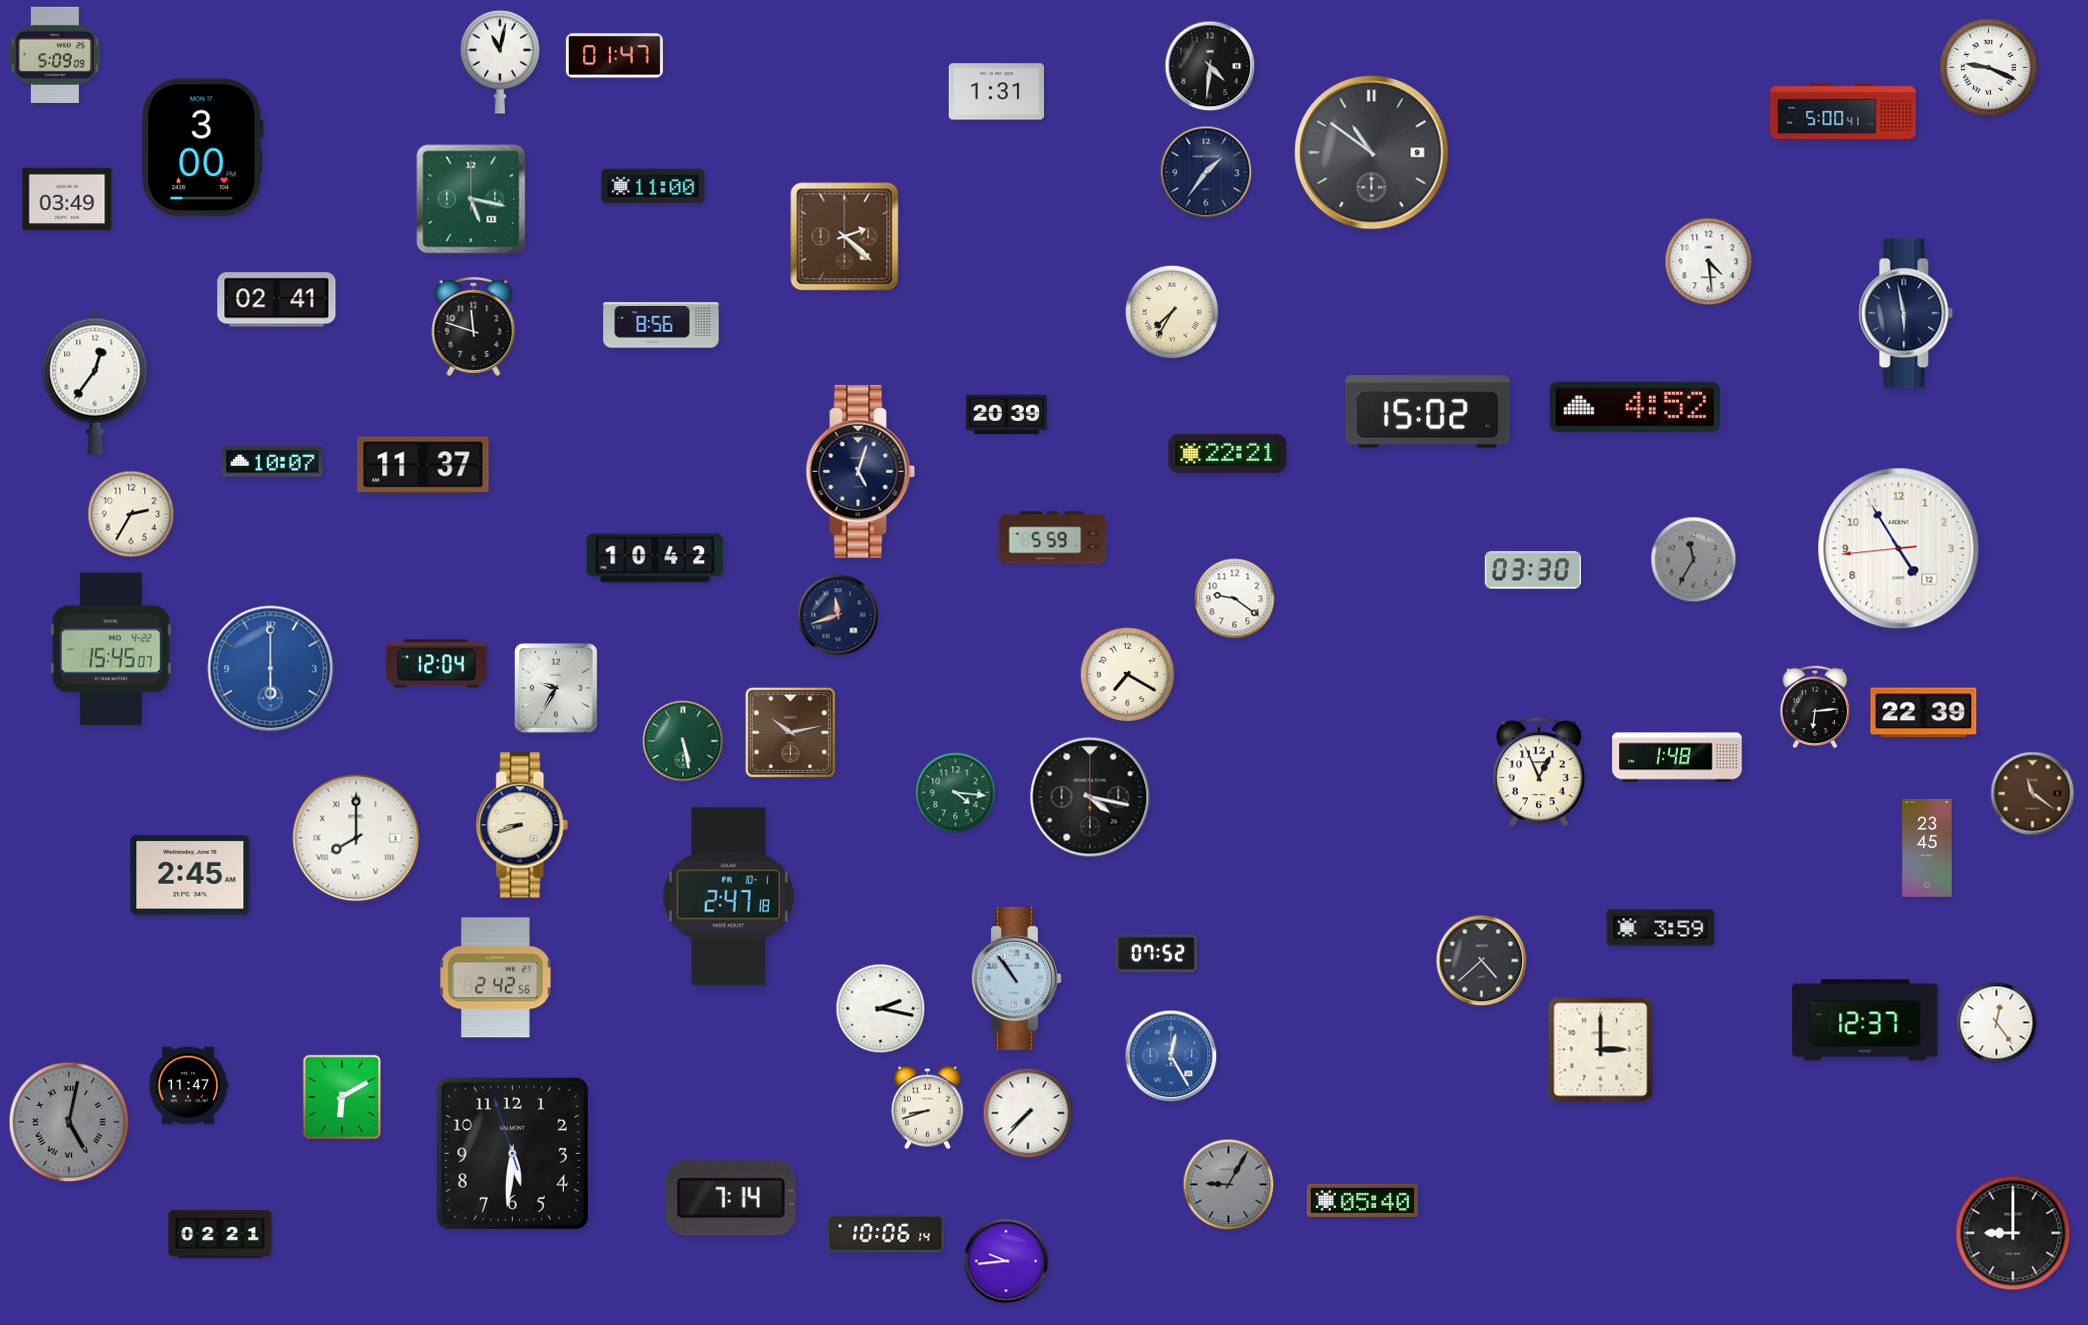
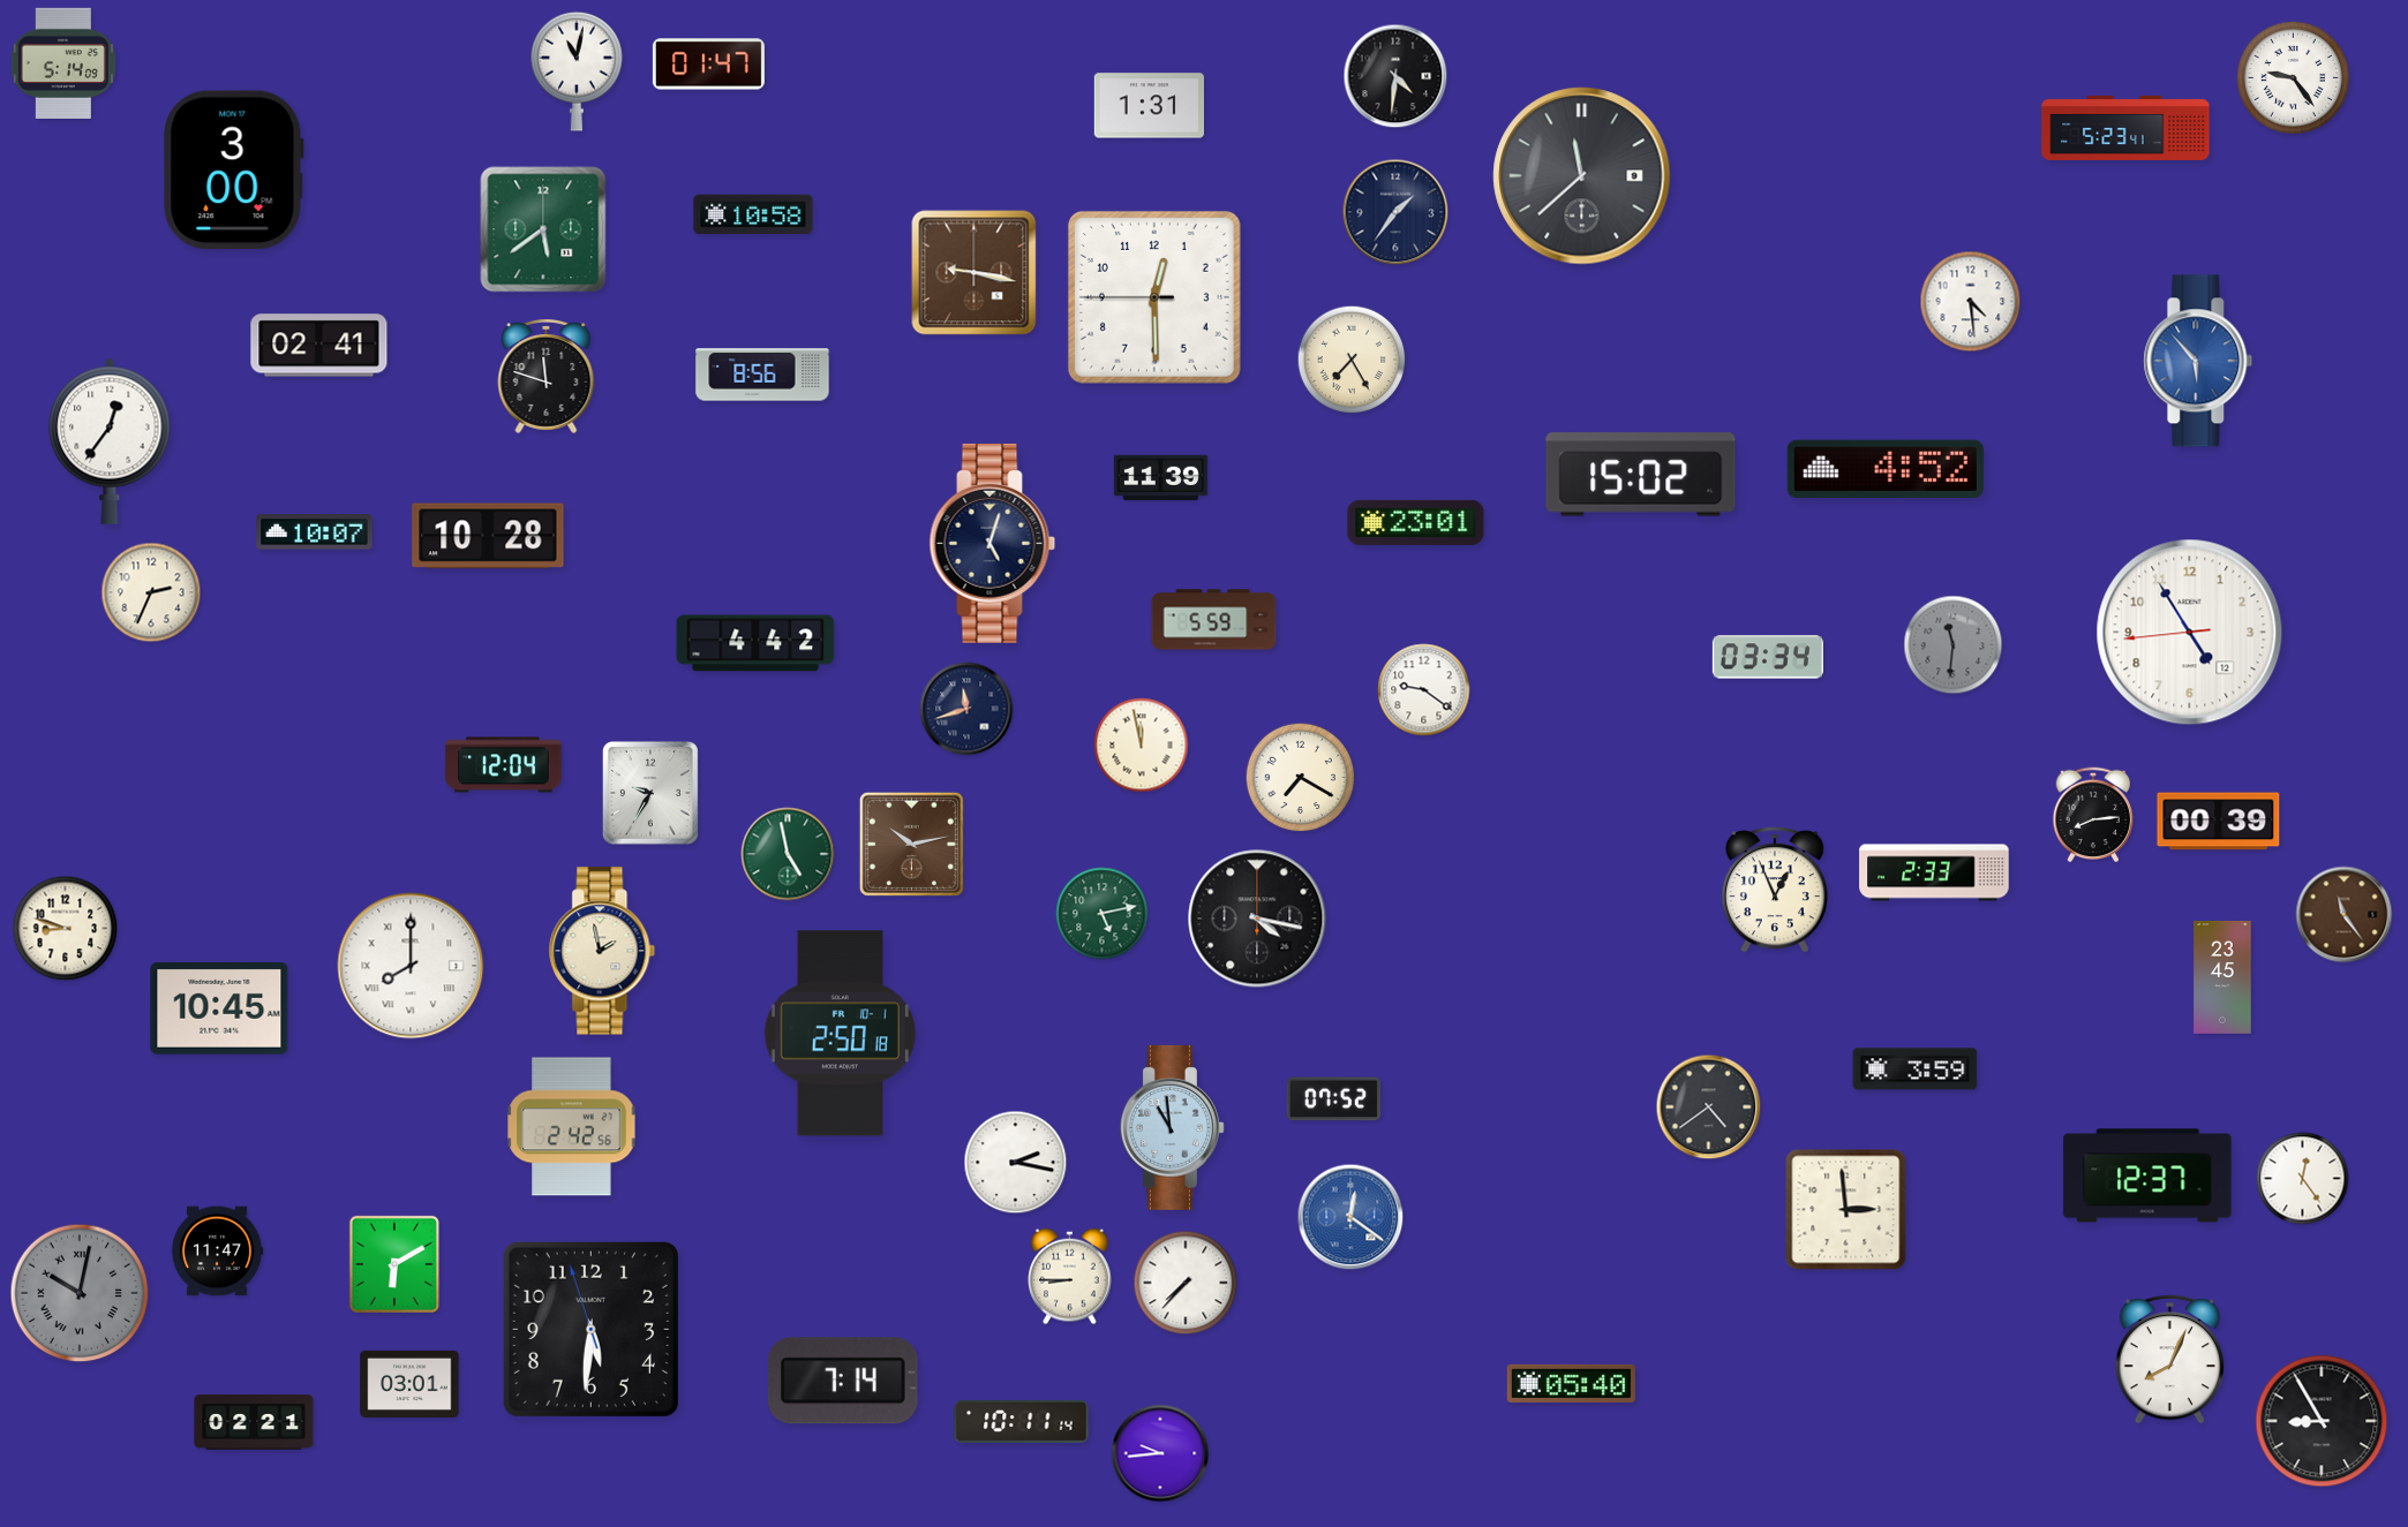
clock at (55, 55): 5:09 -> 5:14
clock at (1988, 67): 9:19 -> 9:24
clock at (1843, 111): 5:00 -> 5:23
clock at (1372, 153): 10:51 -> 11:38
clock at (1206, 172) position: (1206, 172) -> (1395, 212)
clock at (653, 186): 11:00 -> 10:58
clock at (67, 199): 03:49 -> none
clock at (471, 199): 5:17 -> 5:39
clock at (845, 237): 2:22 -> 9:17
clock at (1154, 297): none -> 12:29
clock at (1172, 312): 7:35 -> 7:25
clock at (1906, 313): 5:58 -> 5:53
clock at (1906, 313) dial: navy -> blue
clock at (1428, 412) position: (1428, 412) -> (1641, 475)
clock at (1006, 415): 20:39 -> 11:39
clock at (1228, 453): 22:21 -> 23:01
clock at (423, 465): 11:37 -> 10:28
clock at (131, 514): 2:35 -> 2:34
clock at (655, 558): 10:42 -> 4:42
clock at (1694, 560): 11:35 -> 11:31
clock at (1533, 570): 03:30 -> 03:34
clock at (1142, 746): none -> 11:58
clock at (111, 649): 15:45 -> none
clock at (271, 669): 6:00 -> none
clock at (557, 689) position: (557, 689) -> (652, 794)
clock at (1815, 707): 6:14 -> 8:14
clock at (1924, 713): 22:39 -> 00:39
clock at (683, 741): 5:28 -> 4:58
clock at (1677, 757): 1:48 -> 2:33
clock at (956, 793): 4:16 -> 5:13
clock at (2033, 794): 11:21 -> 11:24
clock at (66, 929): none -> 8:48
clock at (522, 825): 8:42 -> 1:58
clock at (190, 875): 2:45 -> 10:45
clock at (728, 897): 2:47 -> 2:50
clock at (1482, 961): 4:38 -> 4:39
clock at (1016, 978): 10:54 -> 10:59
clock at (1865, 1020) position: (1865, 1020) -> (2147, 1176)
clock at (1601, 1050): 3:00 -> 2:59
clock at (1171, 1056): 12:25 -> 12:21
clock at (928, 1108): 8:42 -> 8:45
clock at (69, 1122): 5:02 -> 10:02
clock at (2170, 1359): none -> 8:04
clock at (1229, 1185): 9:05 -> none
clock at (409, 1384): none -> 03:01
clock at (2013, 1233): 9:00 -> 8:55
clock at (886, 1234): 10:06 -> 10:11
